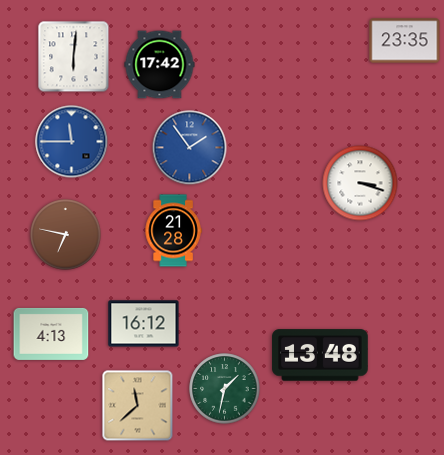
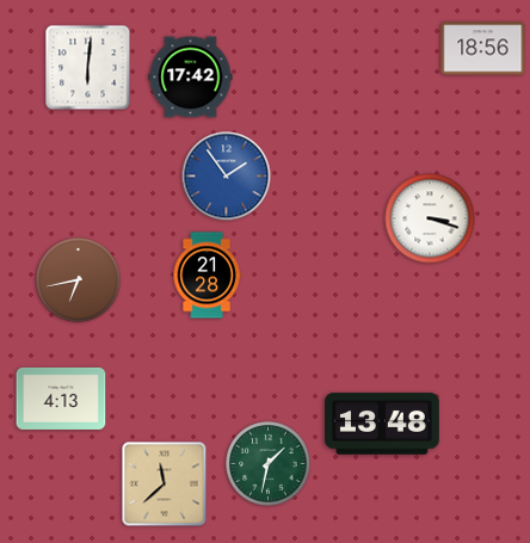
clock at (405, 41): 23:35 -> 18:56
clock at (72, 142): 11:45 -> none
clock at (66, 235): 6:47 -> 6:43
clock at (144, 324): 16:12 -> none
